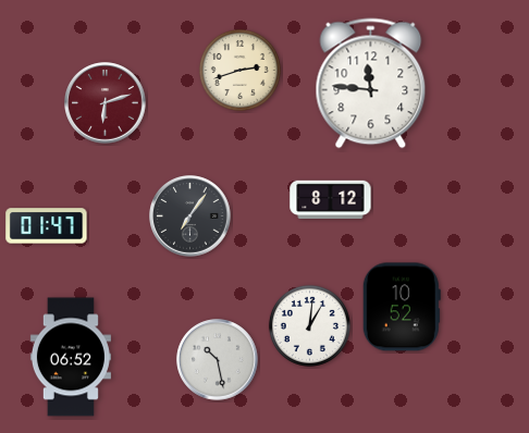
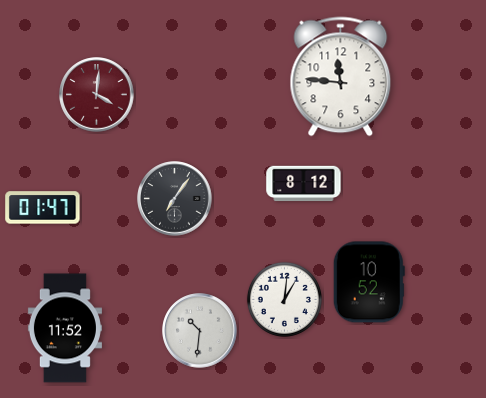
clock at (239, 70): 2:42 -> none
clock at (106, 103): 6:12 -> 4:01
clock at (71, 357): 06:52 -> 11:52
clock at (218, 360): 10:28 -> 10:31
